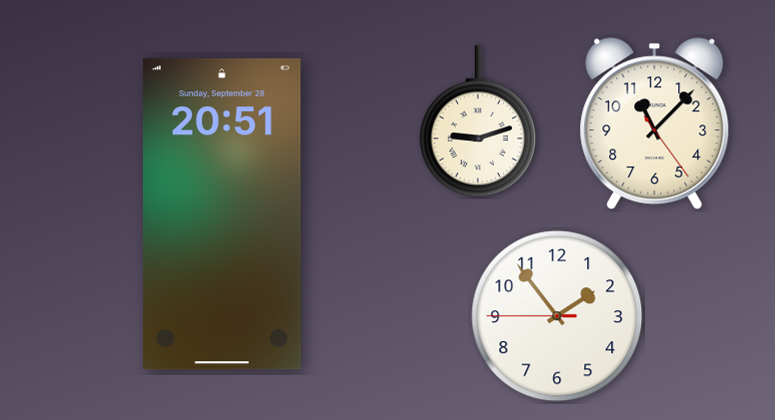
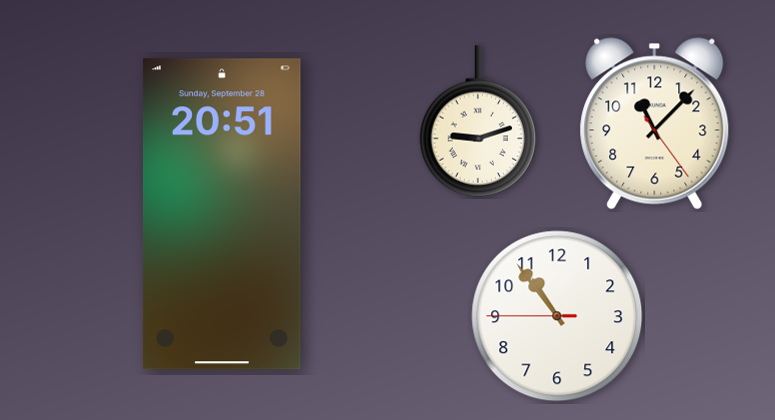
clock at (557, 316): 1:53 -> 10:53
